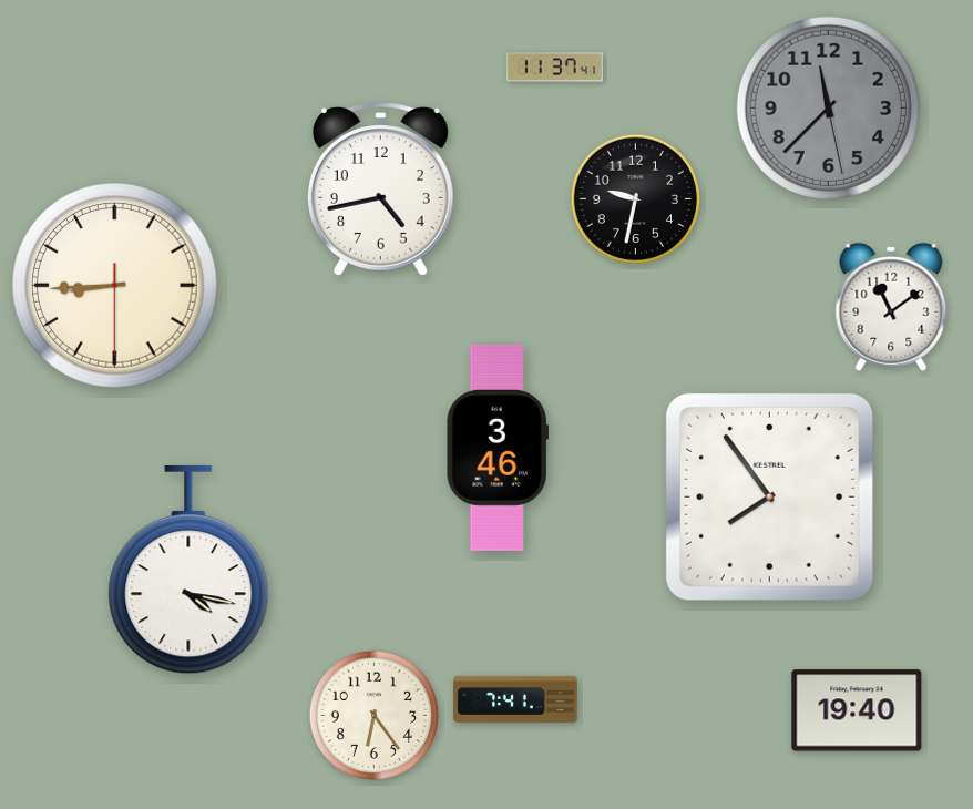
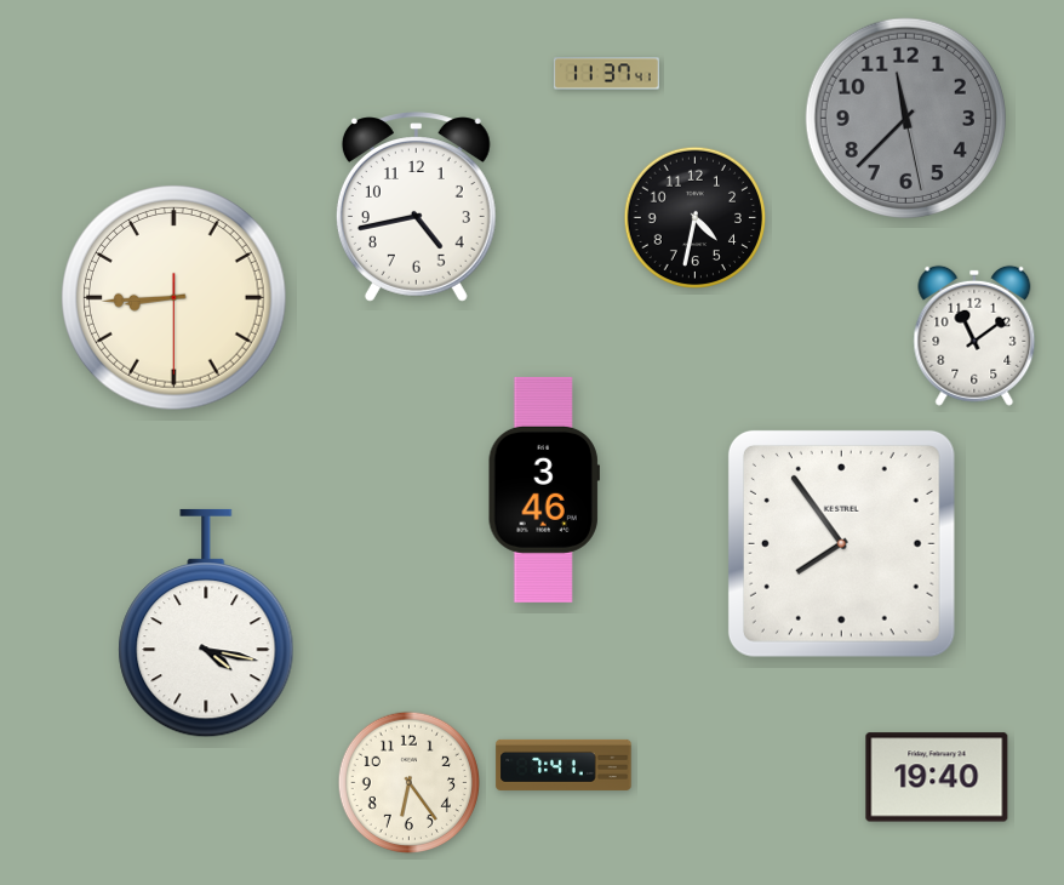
clock at (636, 199): 9:32 -> 4:32
clock at (115, 286) position: (115, 286) -> (175, 298)
